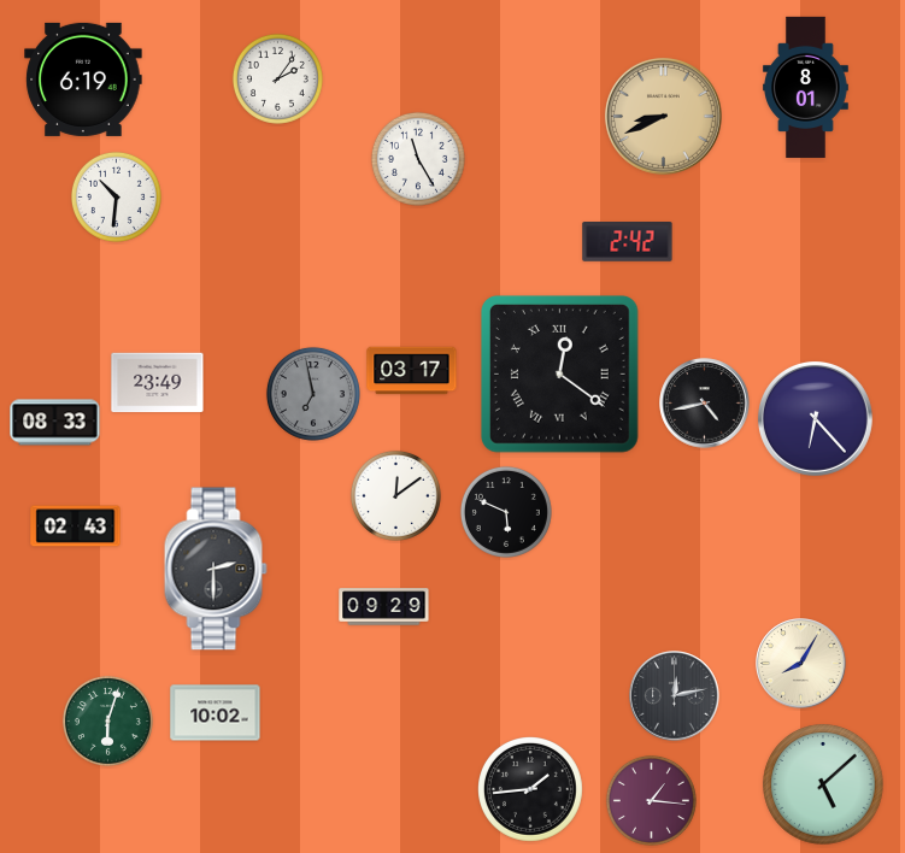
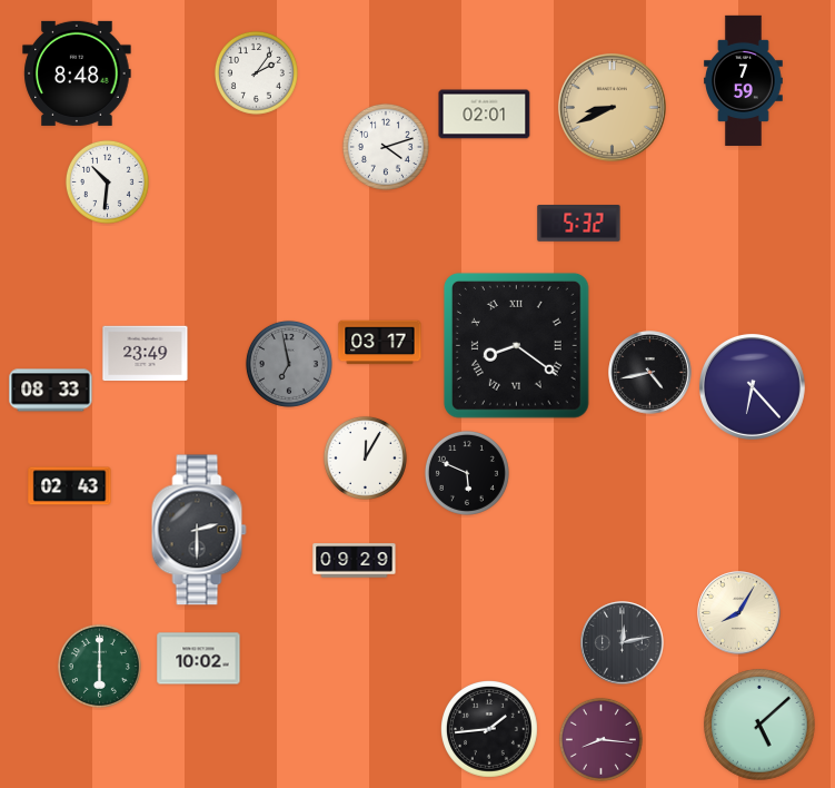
clock at (83, 80): 6:19 -> 8:48
clock at (806, 87): 8:01 -> 7:59
clock at (485, 115): none -> 02:01
clock at (418, 159): 11:25 -> 4:12
clock at (628, 242): 2:42 -> 5:32
clock at (559, 373): 12:21 -> 8:21
clock at (395, 495): 12:09 -> 12:05
clock at (216, 569) position: (216, 569) -> (199, 530)
clock at (107, 720): 6:03 -> 6:00
clock at (651, 800): 1:16 -> 8:16
